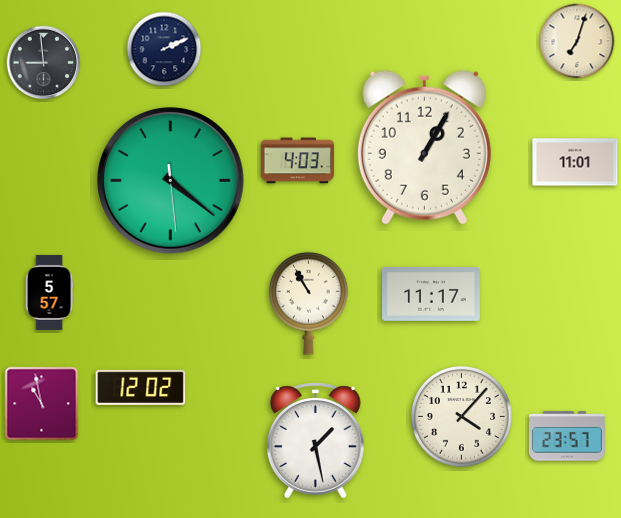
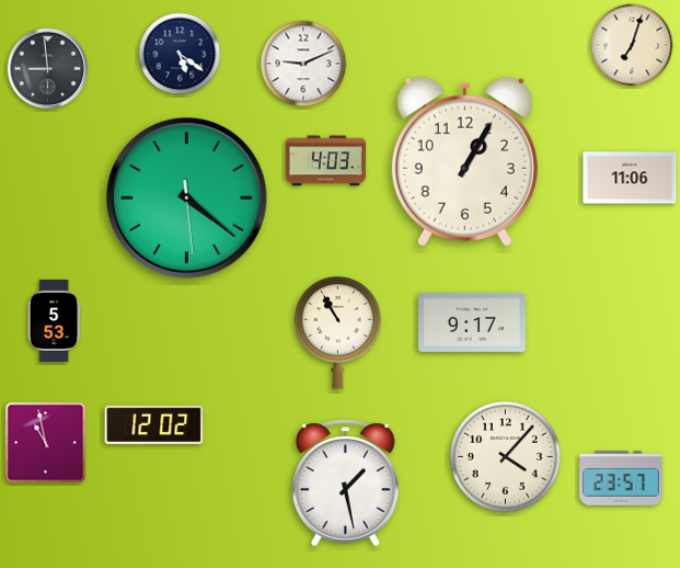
clock at (164, 49): 2:11 -> 5:21
clock at (303, 64): none -> 9:11
clock at (297, 161) position: (297, 161) -> (325, 161)
clock at (575, 162): 11:01 -> 11:06
clock at (49, 292): 5:57 -> 5:53
clock at (432, 295): 11:17 -> 9:17
